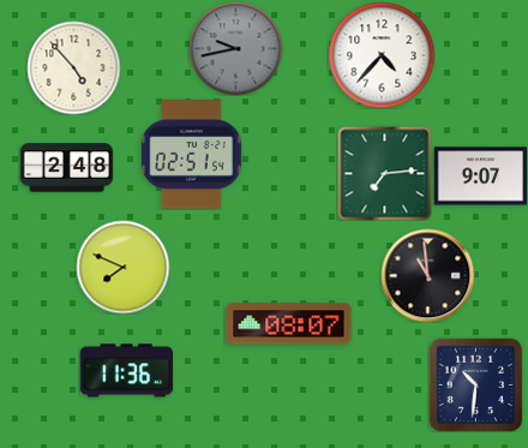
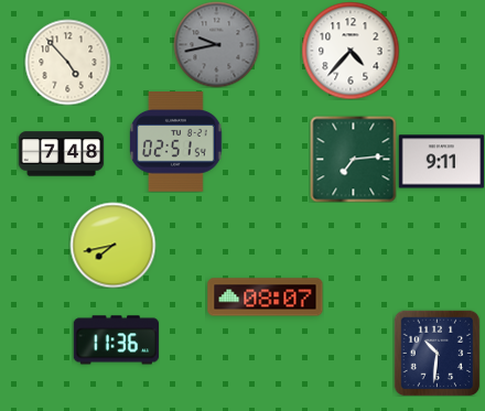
clock at (66, 168): 2:48 -> 7:48
clock at (480, 177): 9:07 -> 9:11
clock at (122, 267): 7:49 -> 7:43
clock at (427, 275): 10:59 -> none
